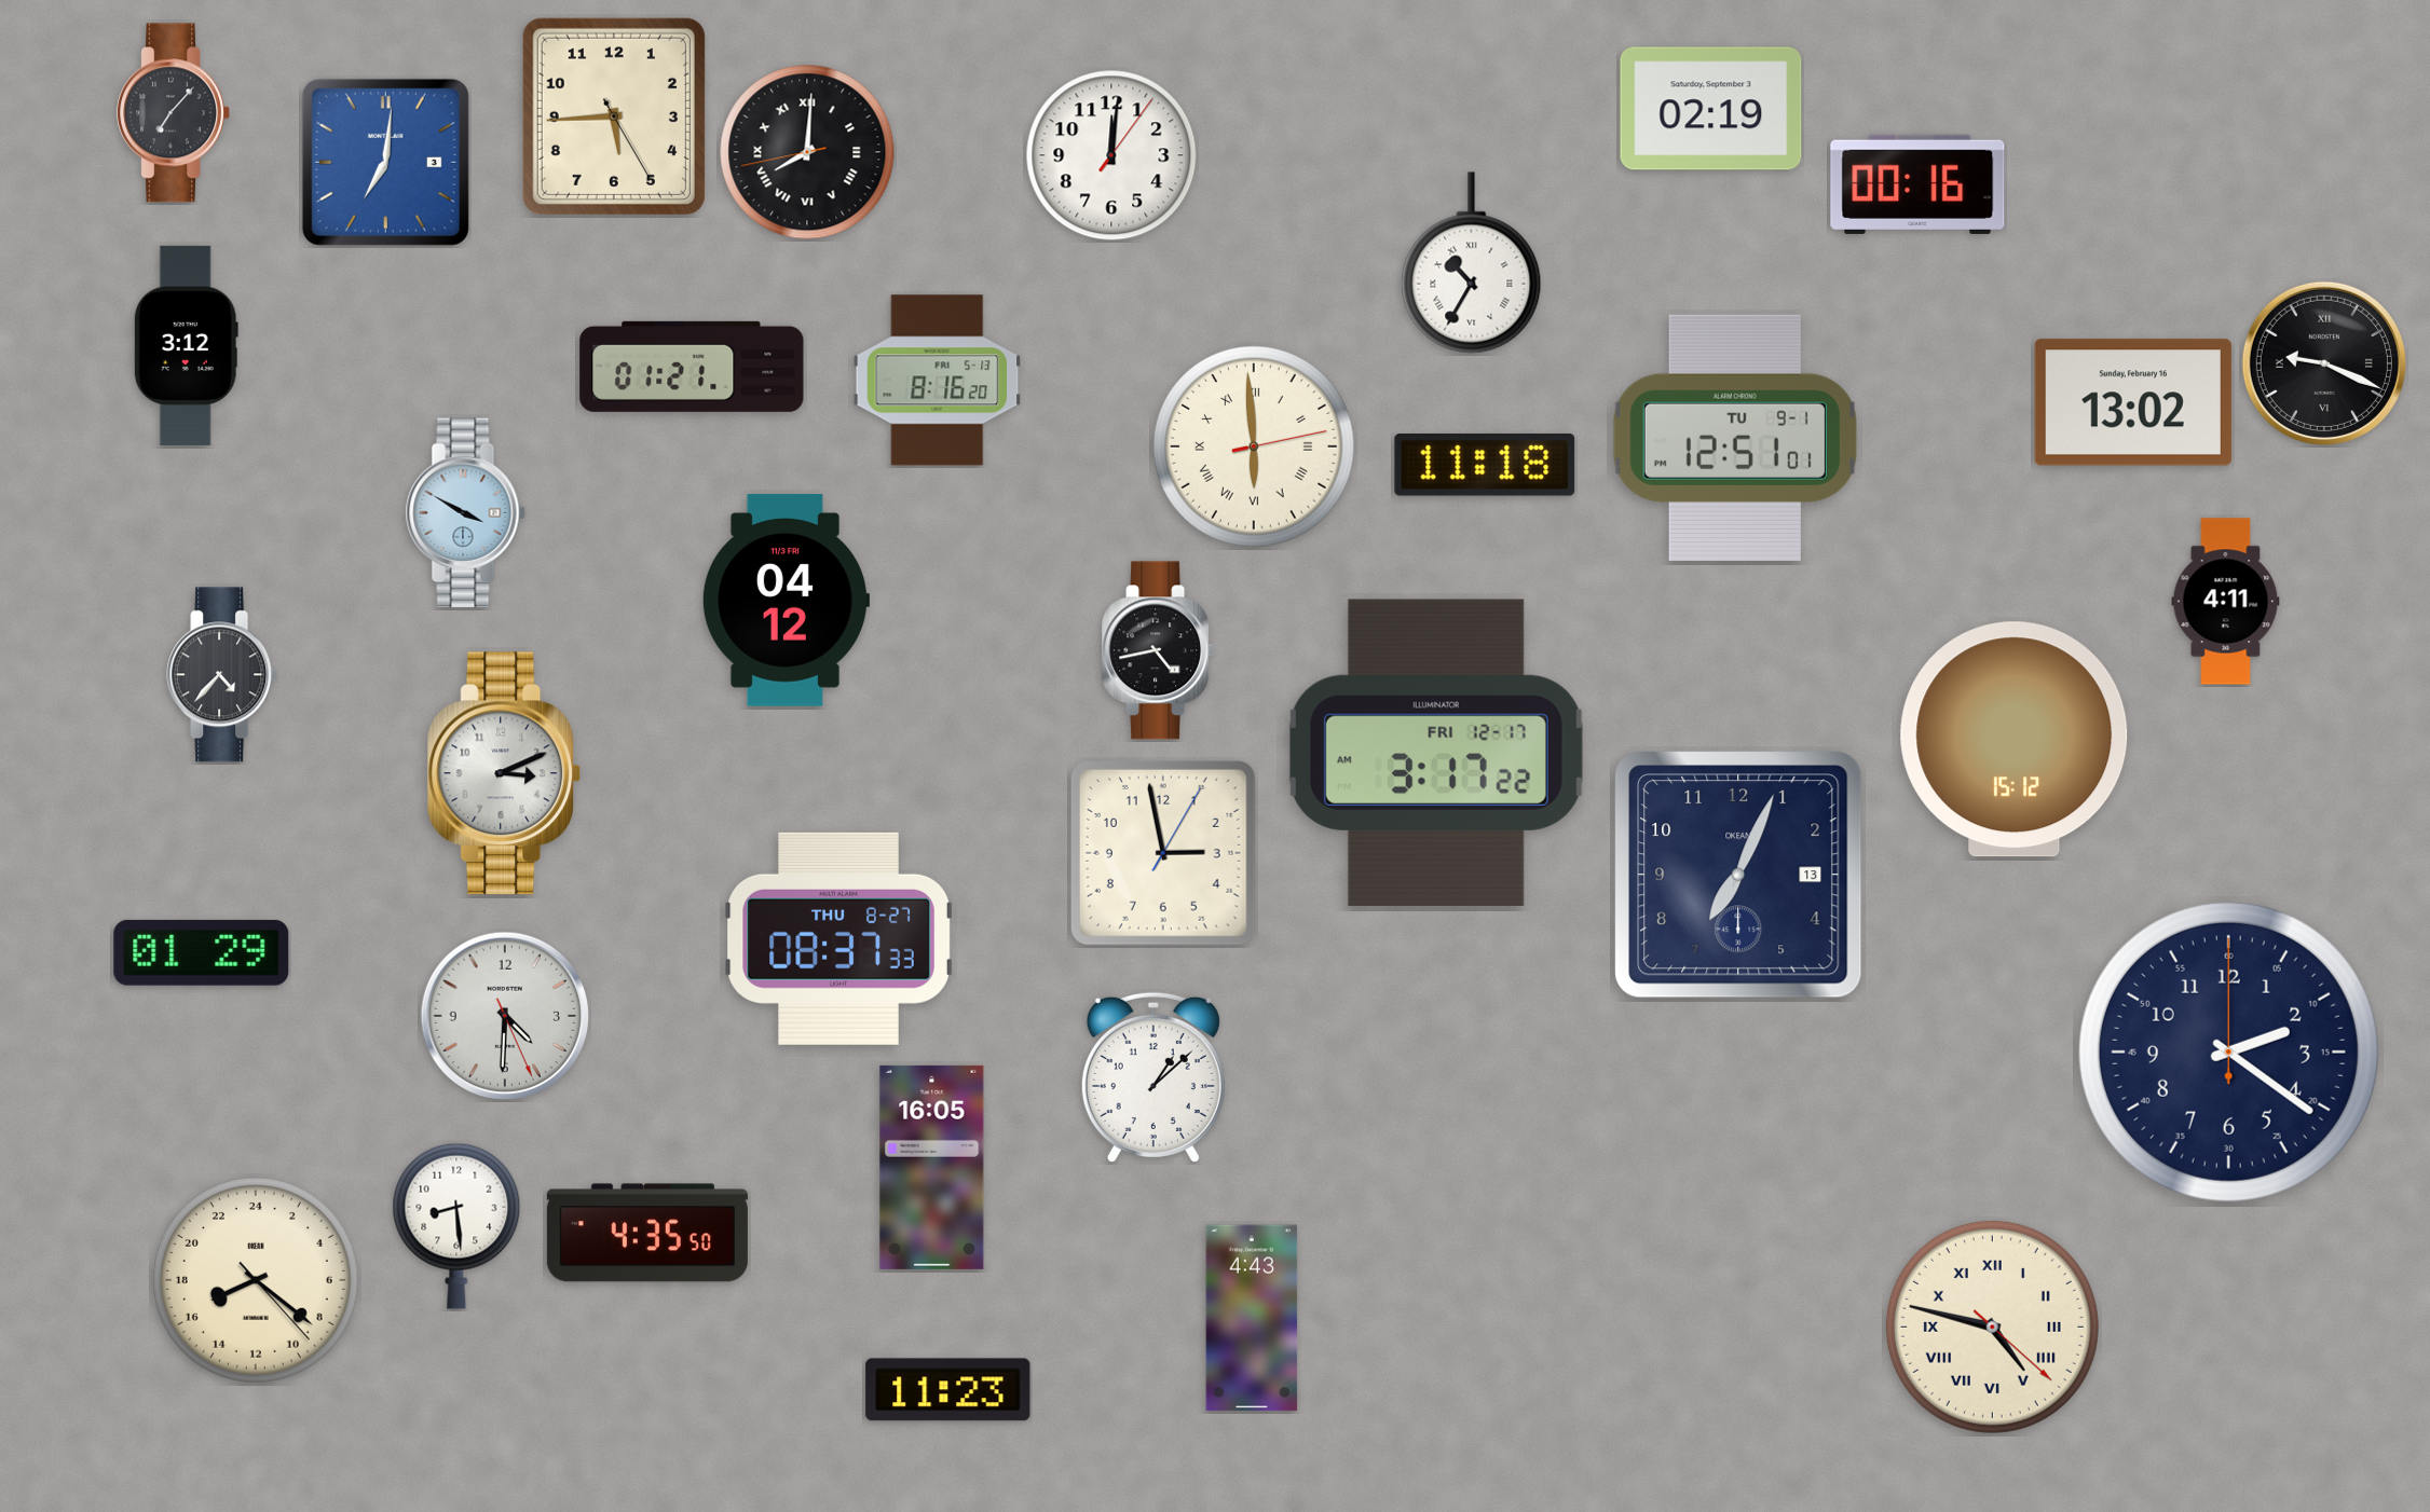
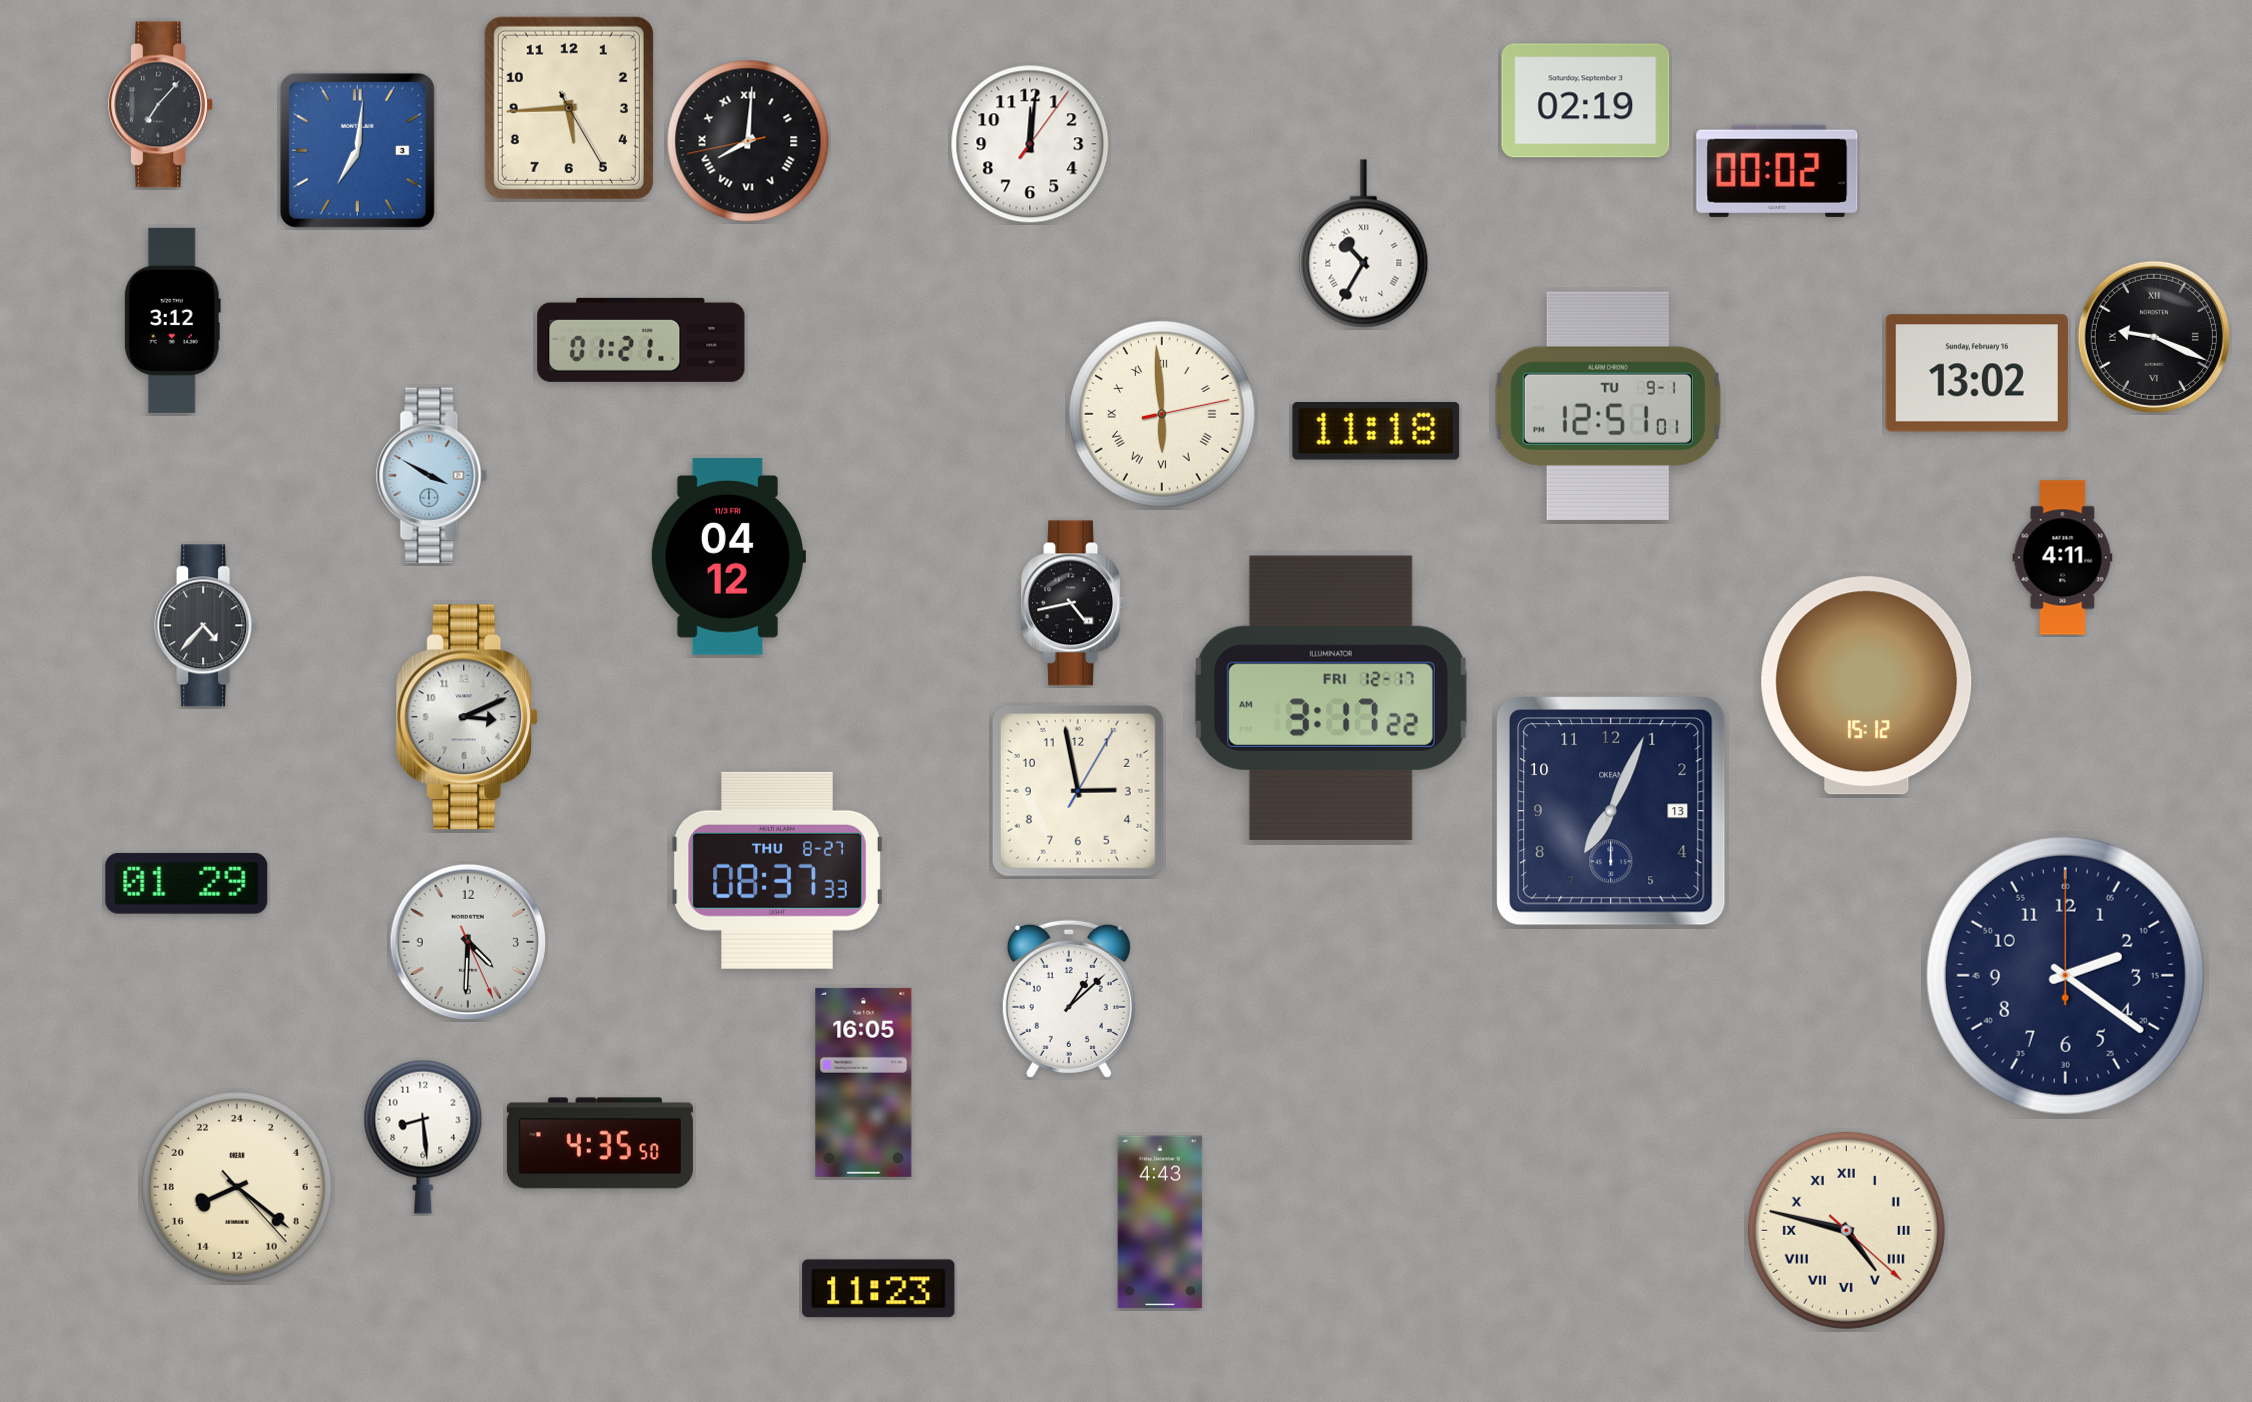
clock at (1917, 184): 00:16 -> 00:02
clock at (938, 381): 8:16 -> none
